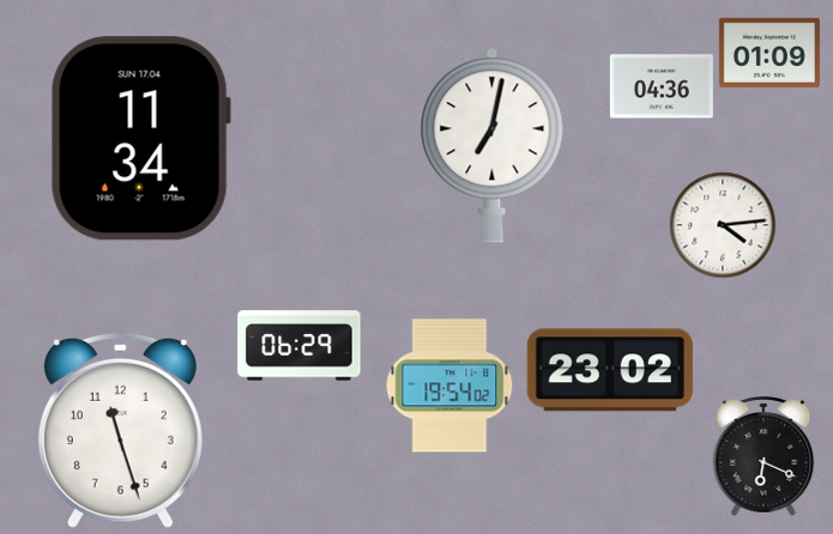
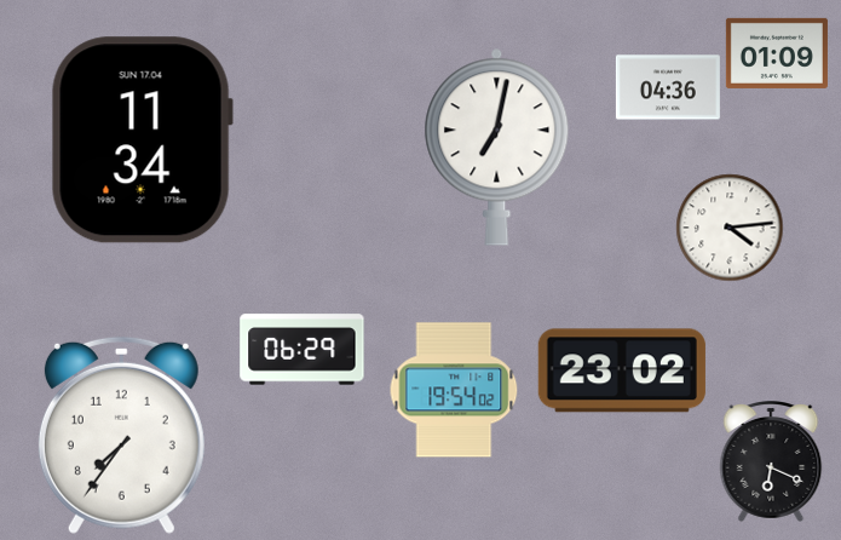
clock at (610, 370) position: (610, 370) -> (622, 370)
clock at (120, 430): 11:27 -> 7:36
